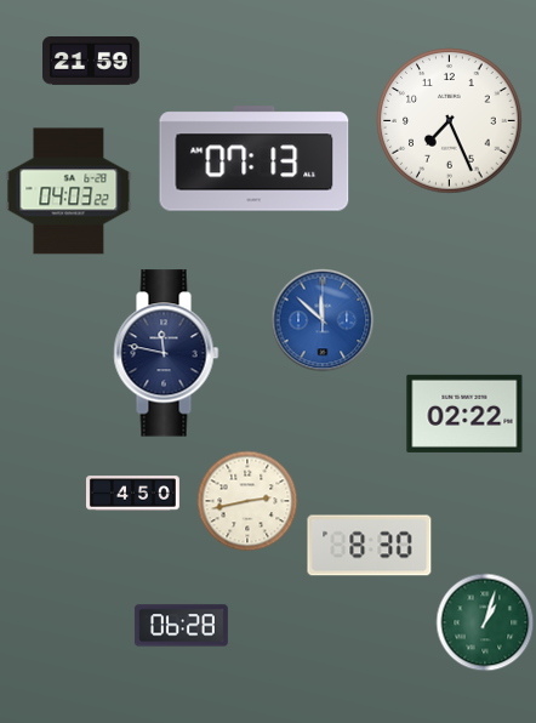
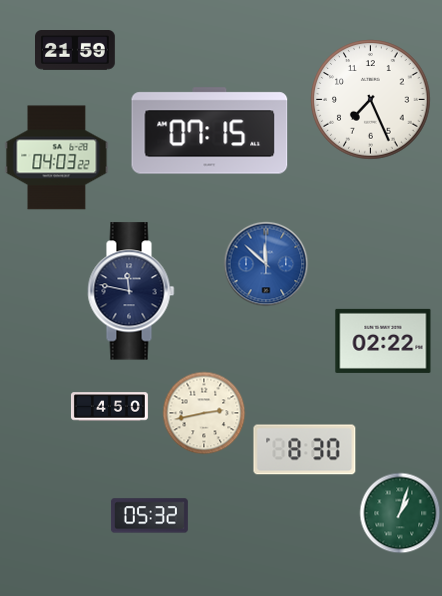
clock at (255, 159): 07:13 -> 07:15
clock at (166, 353) position: (166, 353) -> (131, 291)
clock at (181, 626): 06:28 -> 05:32
